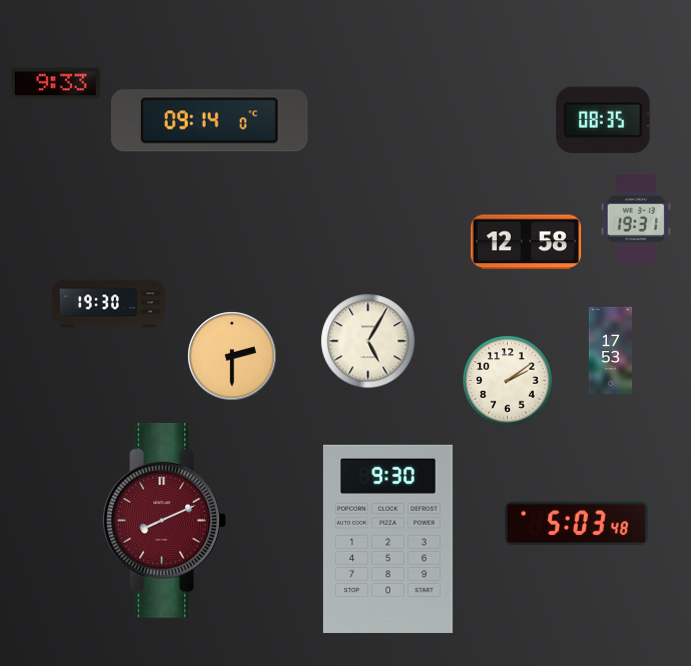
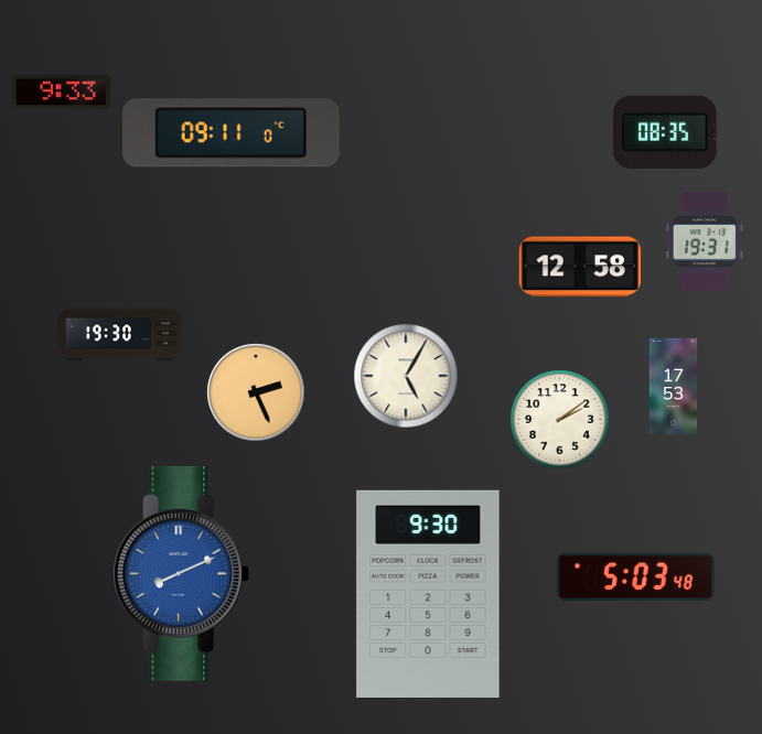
clock at (210, 121): 09:14 -> 09:11
clock at (636, 219) position: (636, 219) -> (705, 241)
clock at (232, 356): 2:30 -> 2:26
clock at (165, 520) dial: burgundy -> blue
